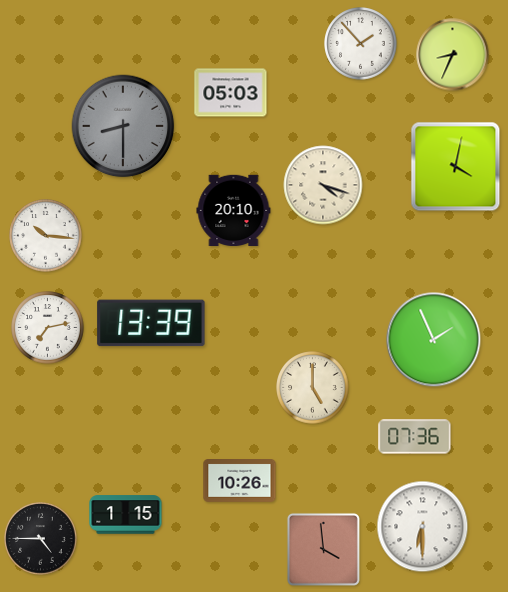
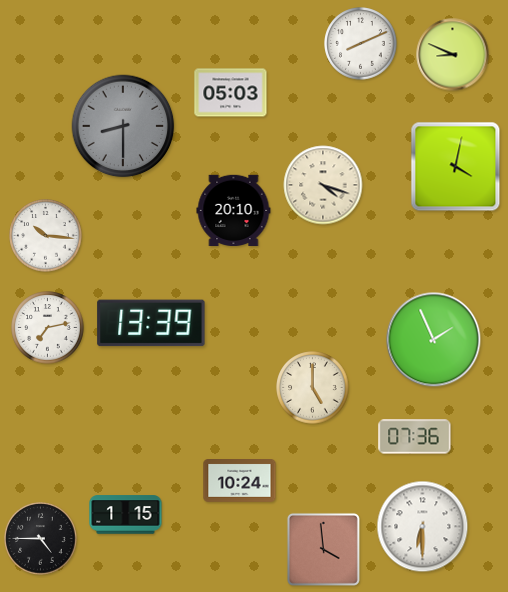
clock at (361, 44): 1:53 -> 8:11
clock at (453, 55): 8:34 -> 8:49
clock at (240, 481): 10:26 -> 10:24
